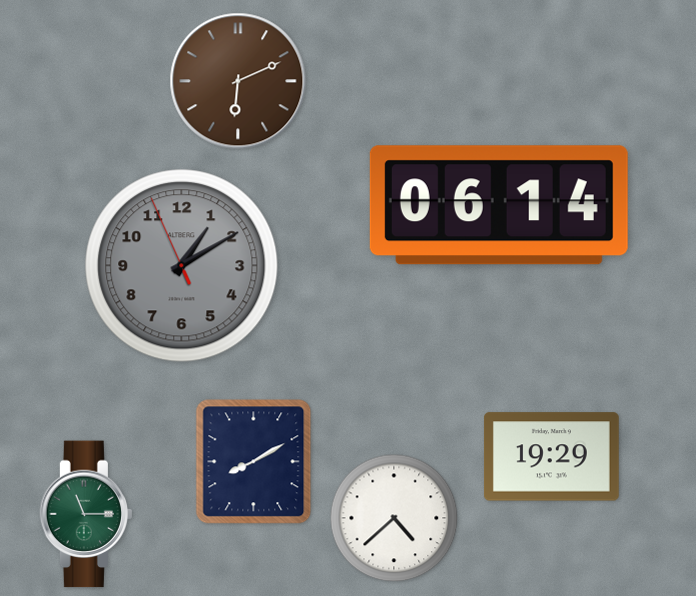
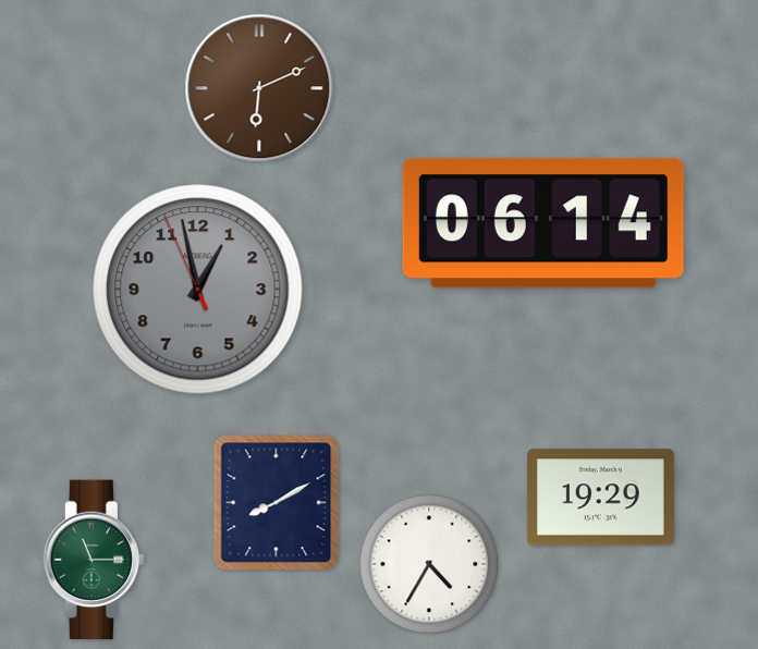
clock at (182, 266): 1:09 -> 12:57
clock at (394, 518): 4:38 -> 4:35
